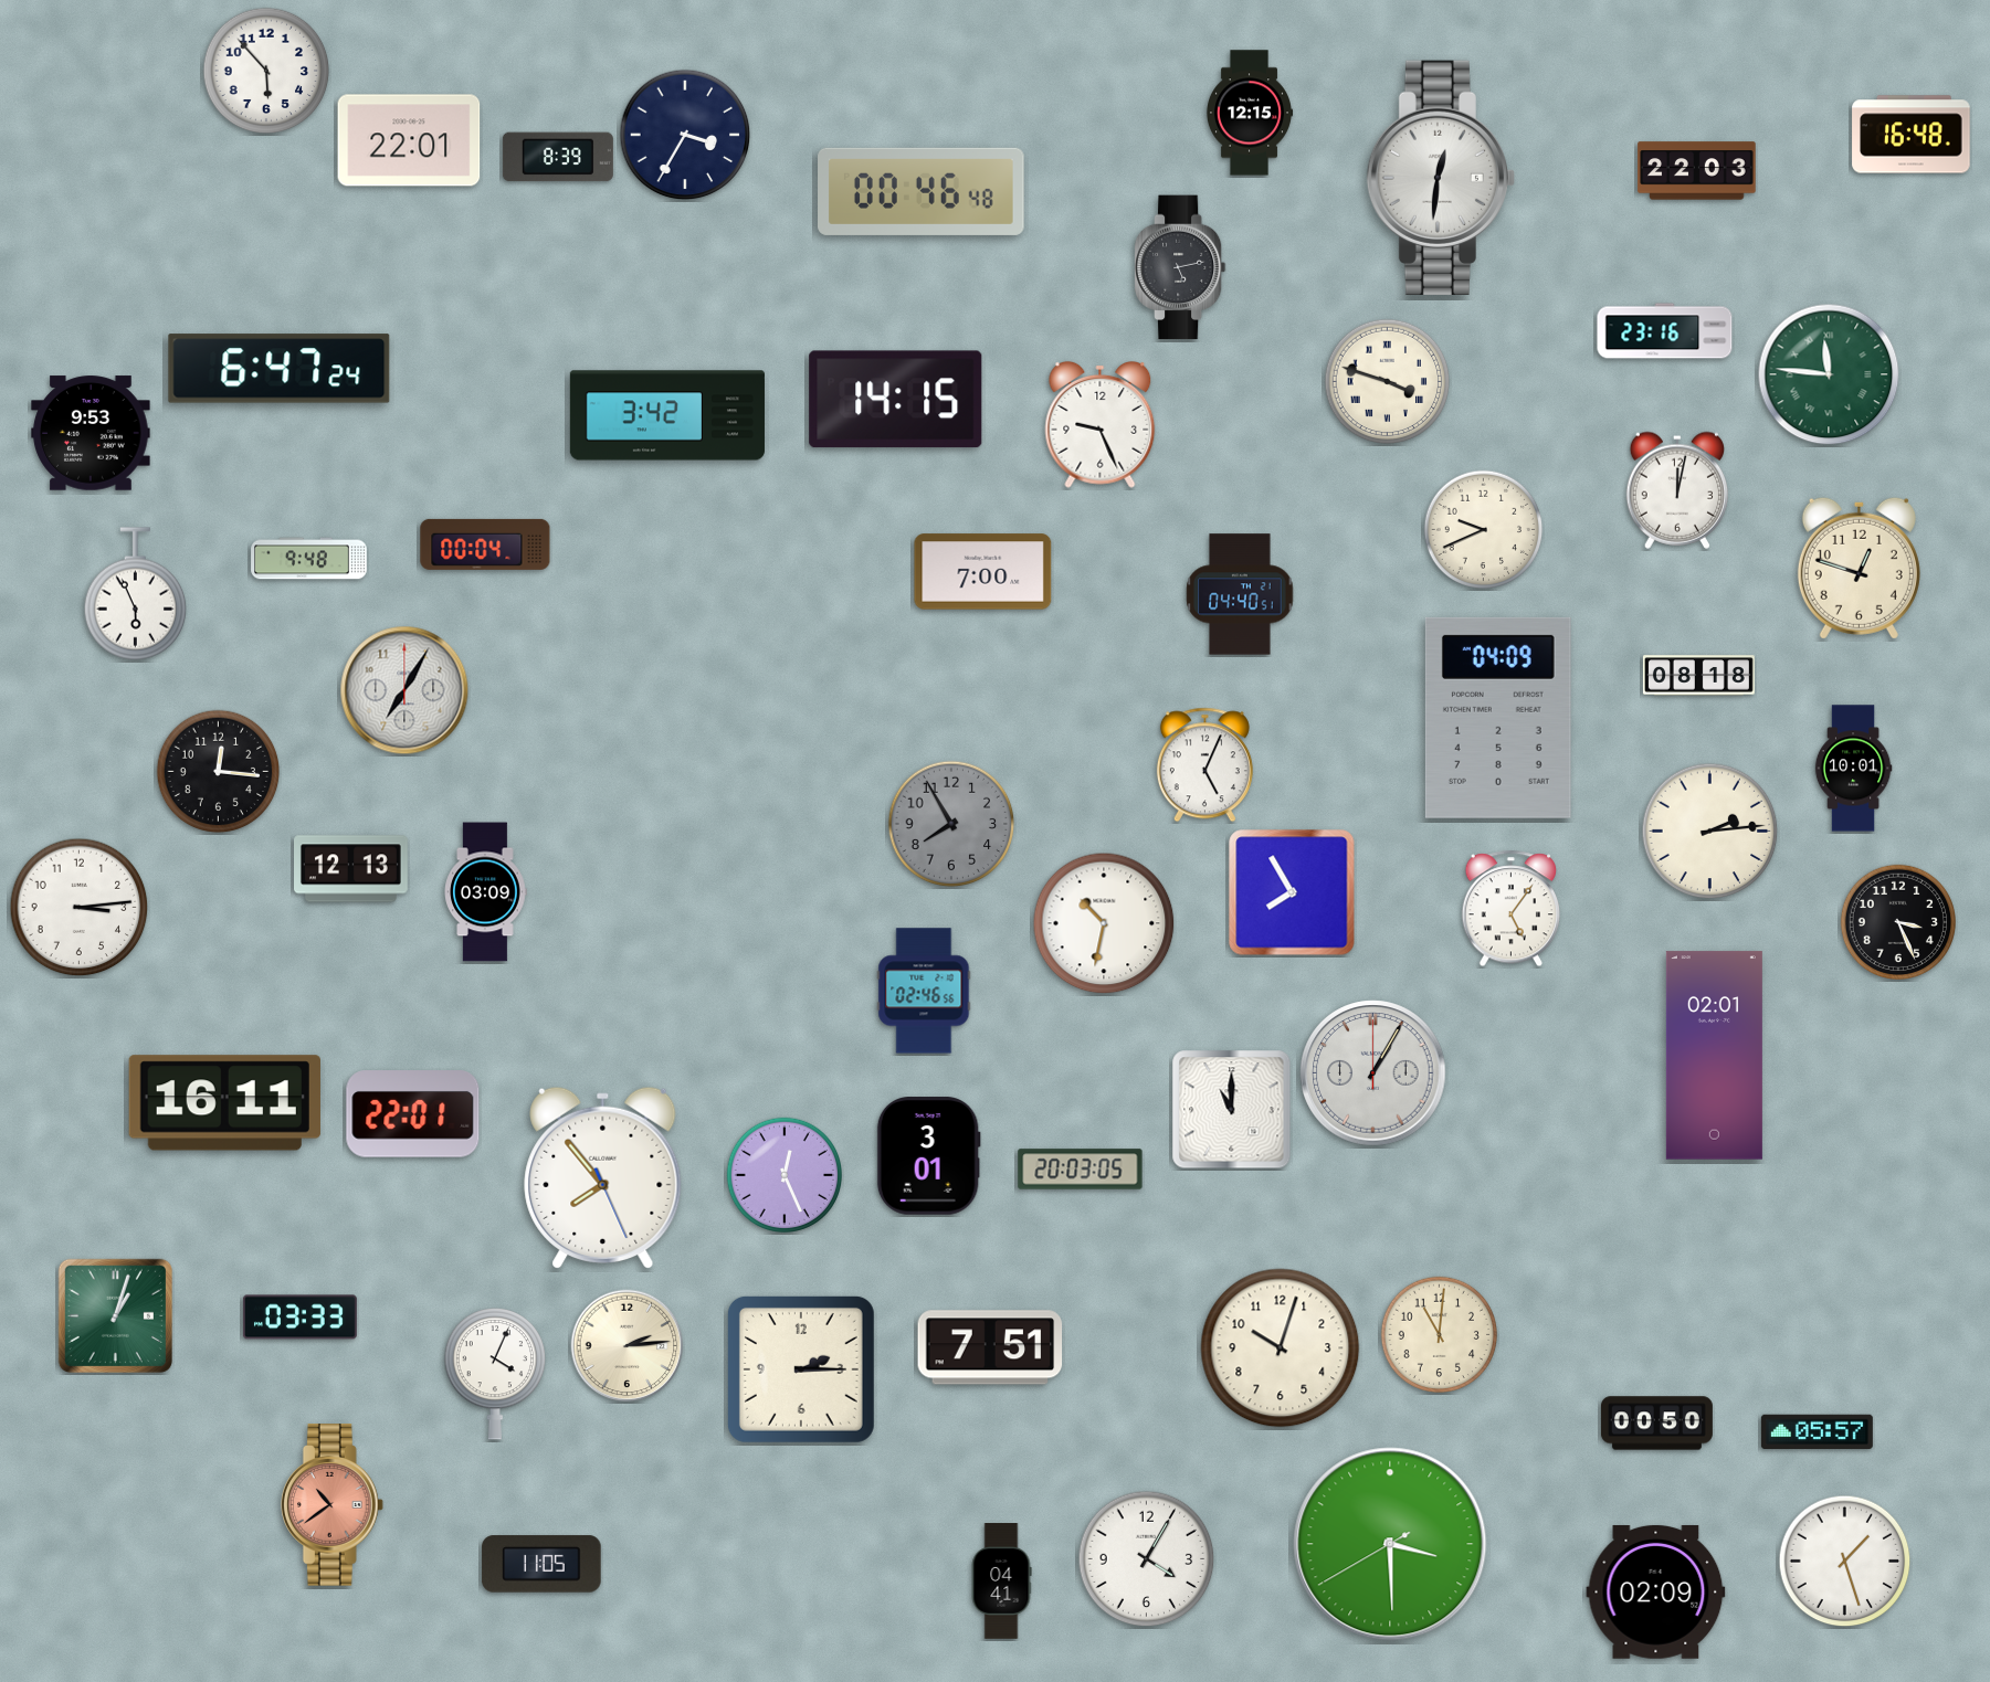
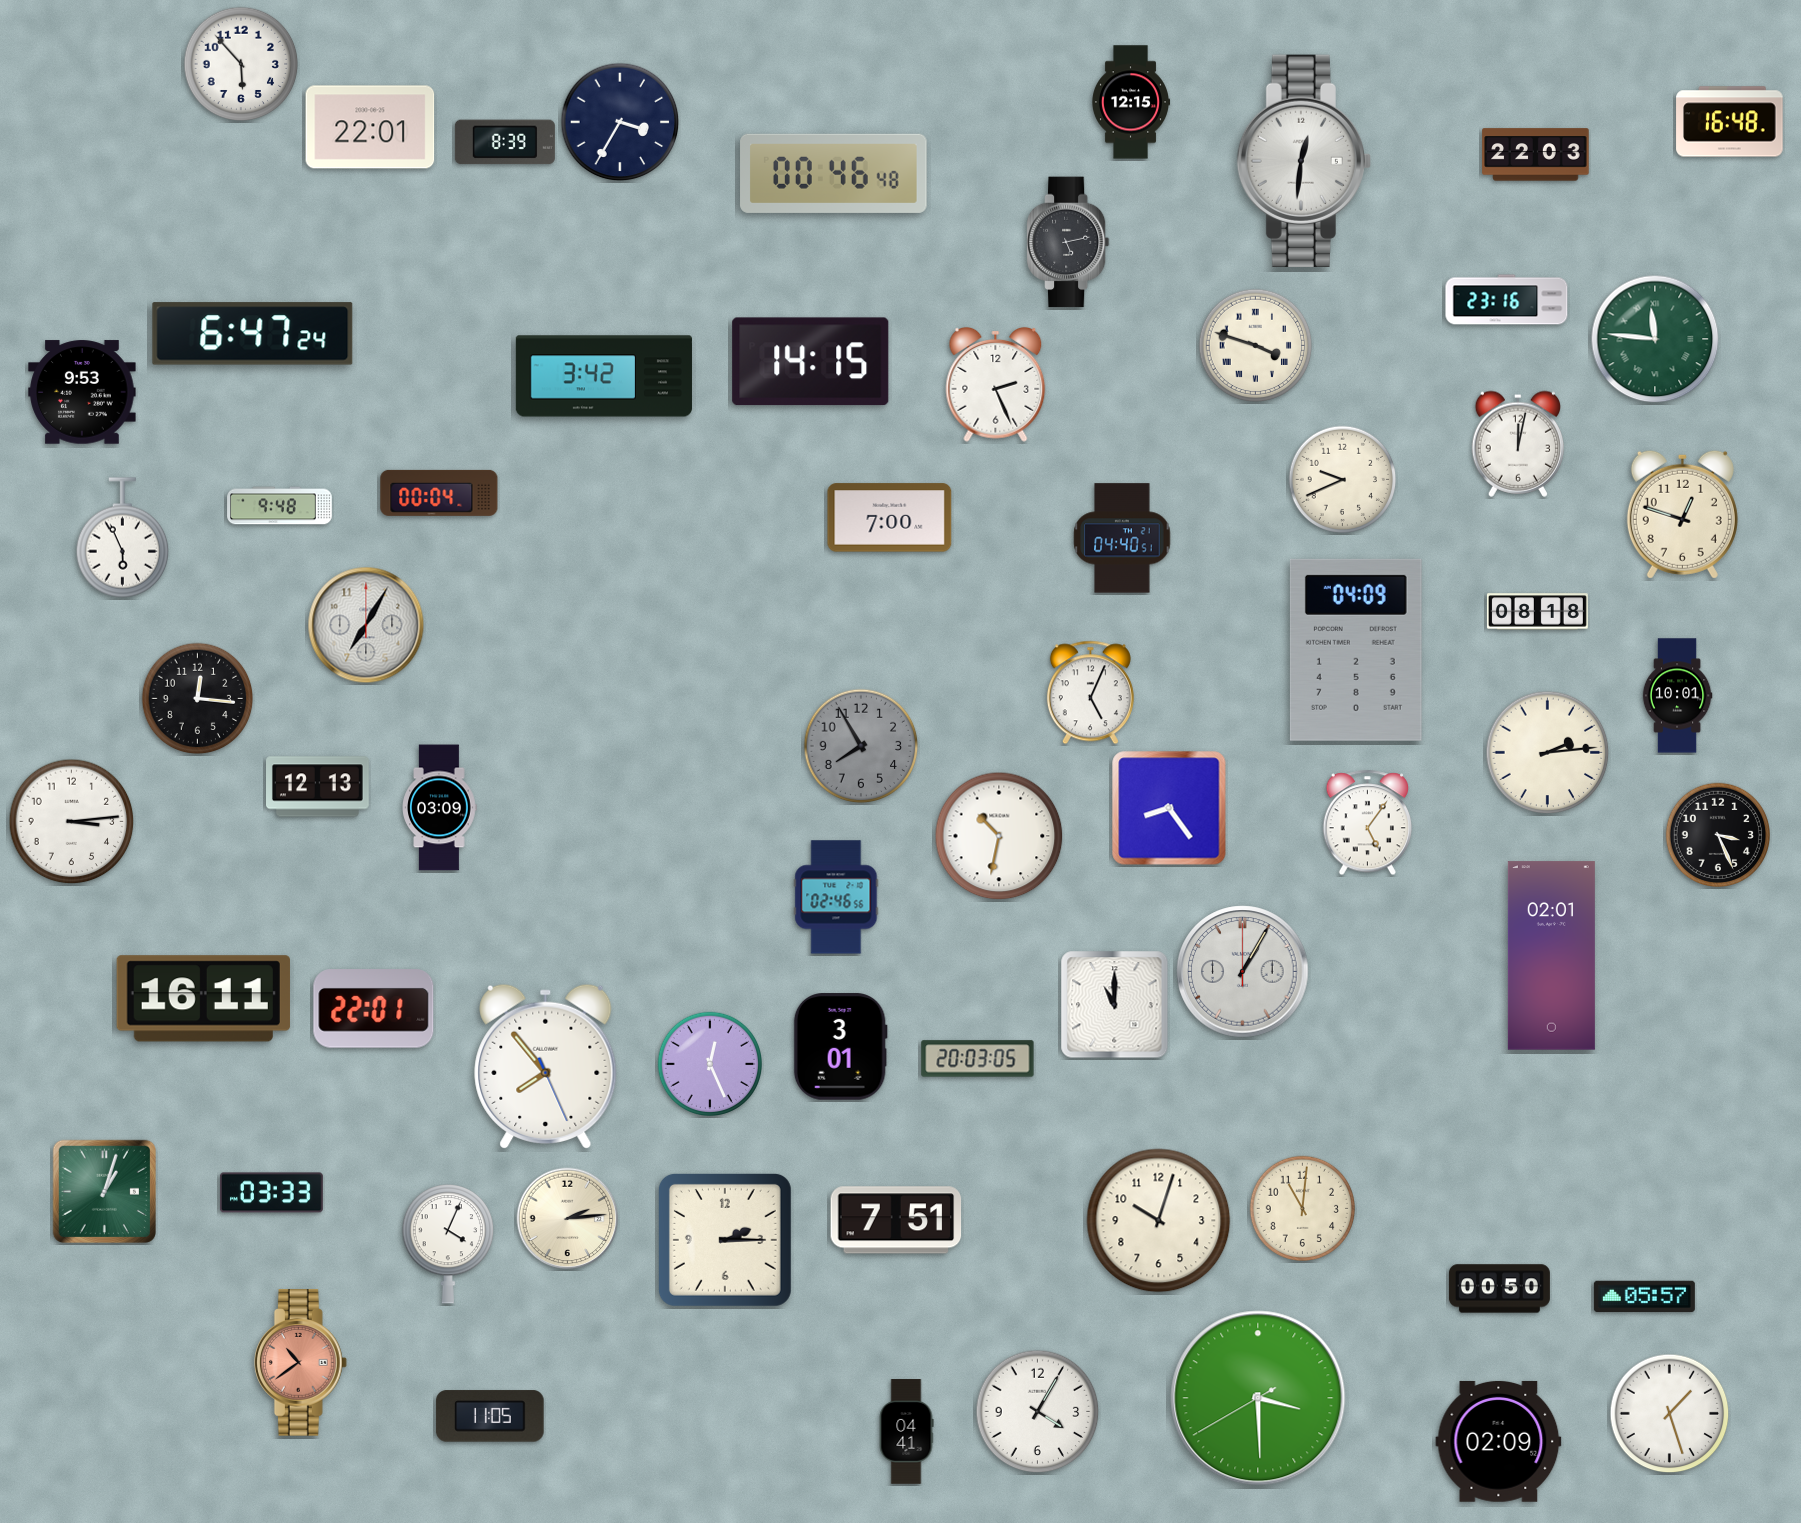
clock at (1101, 424): 9:26 -> 2:26
clock at (1292, 892): 7:55 -> 8:24
